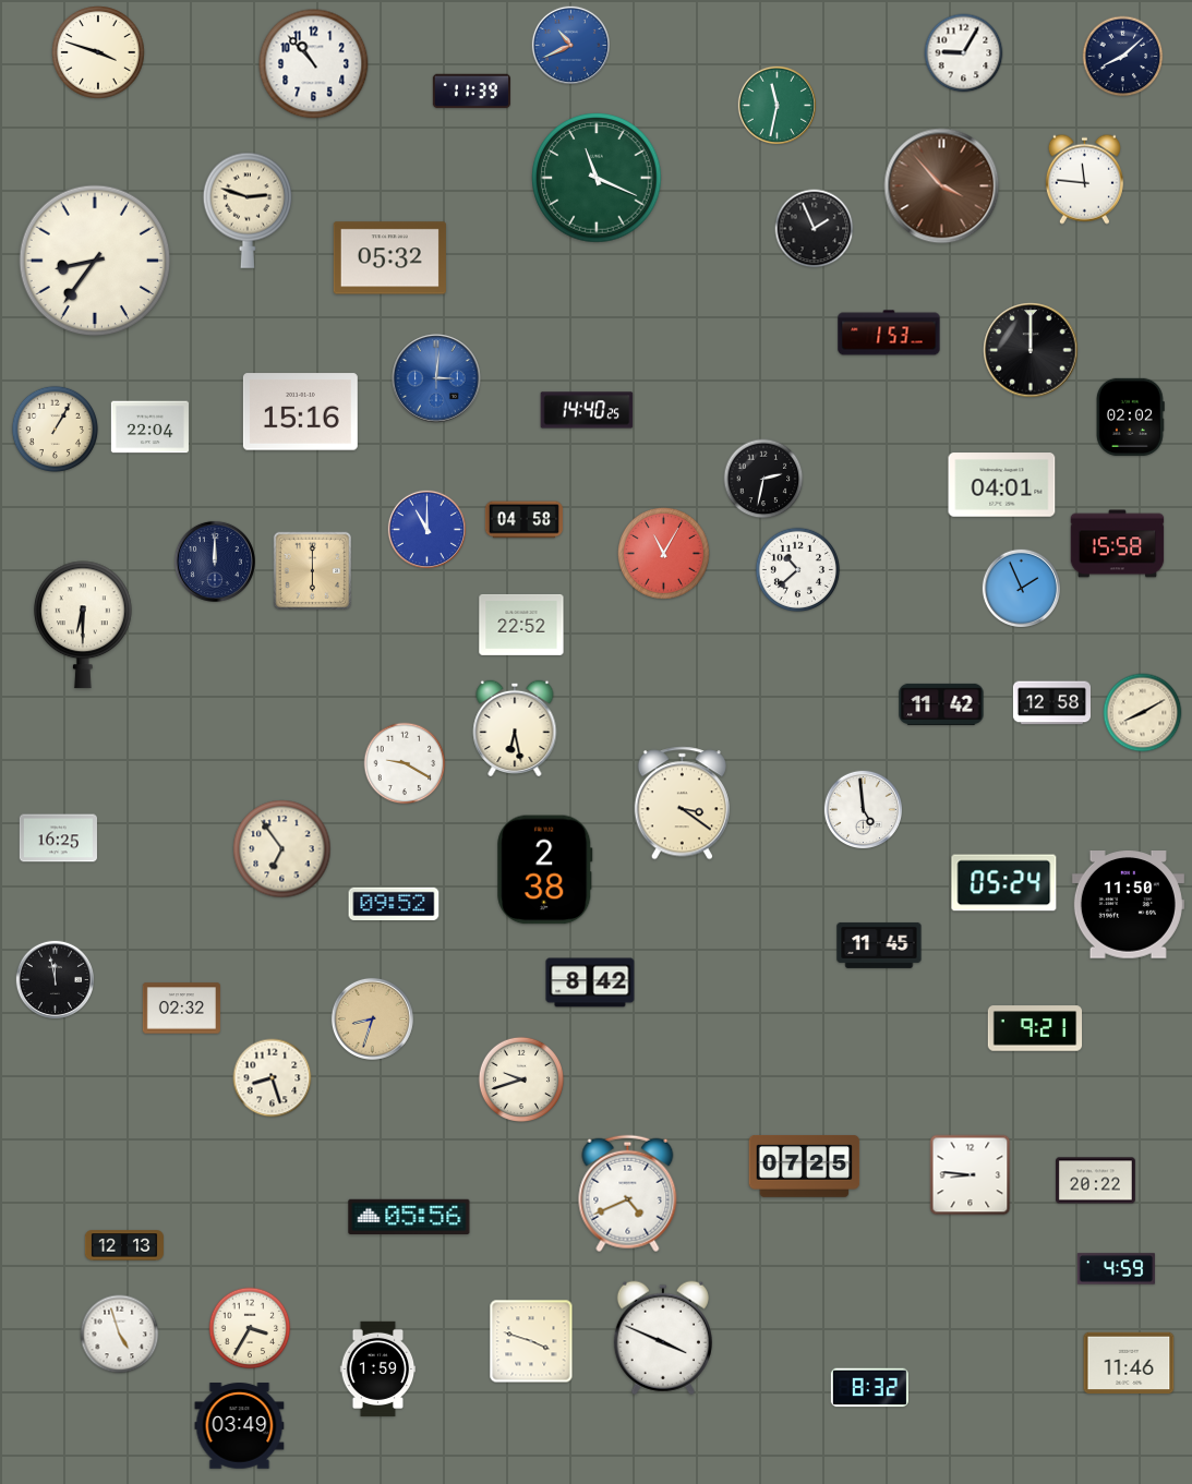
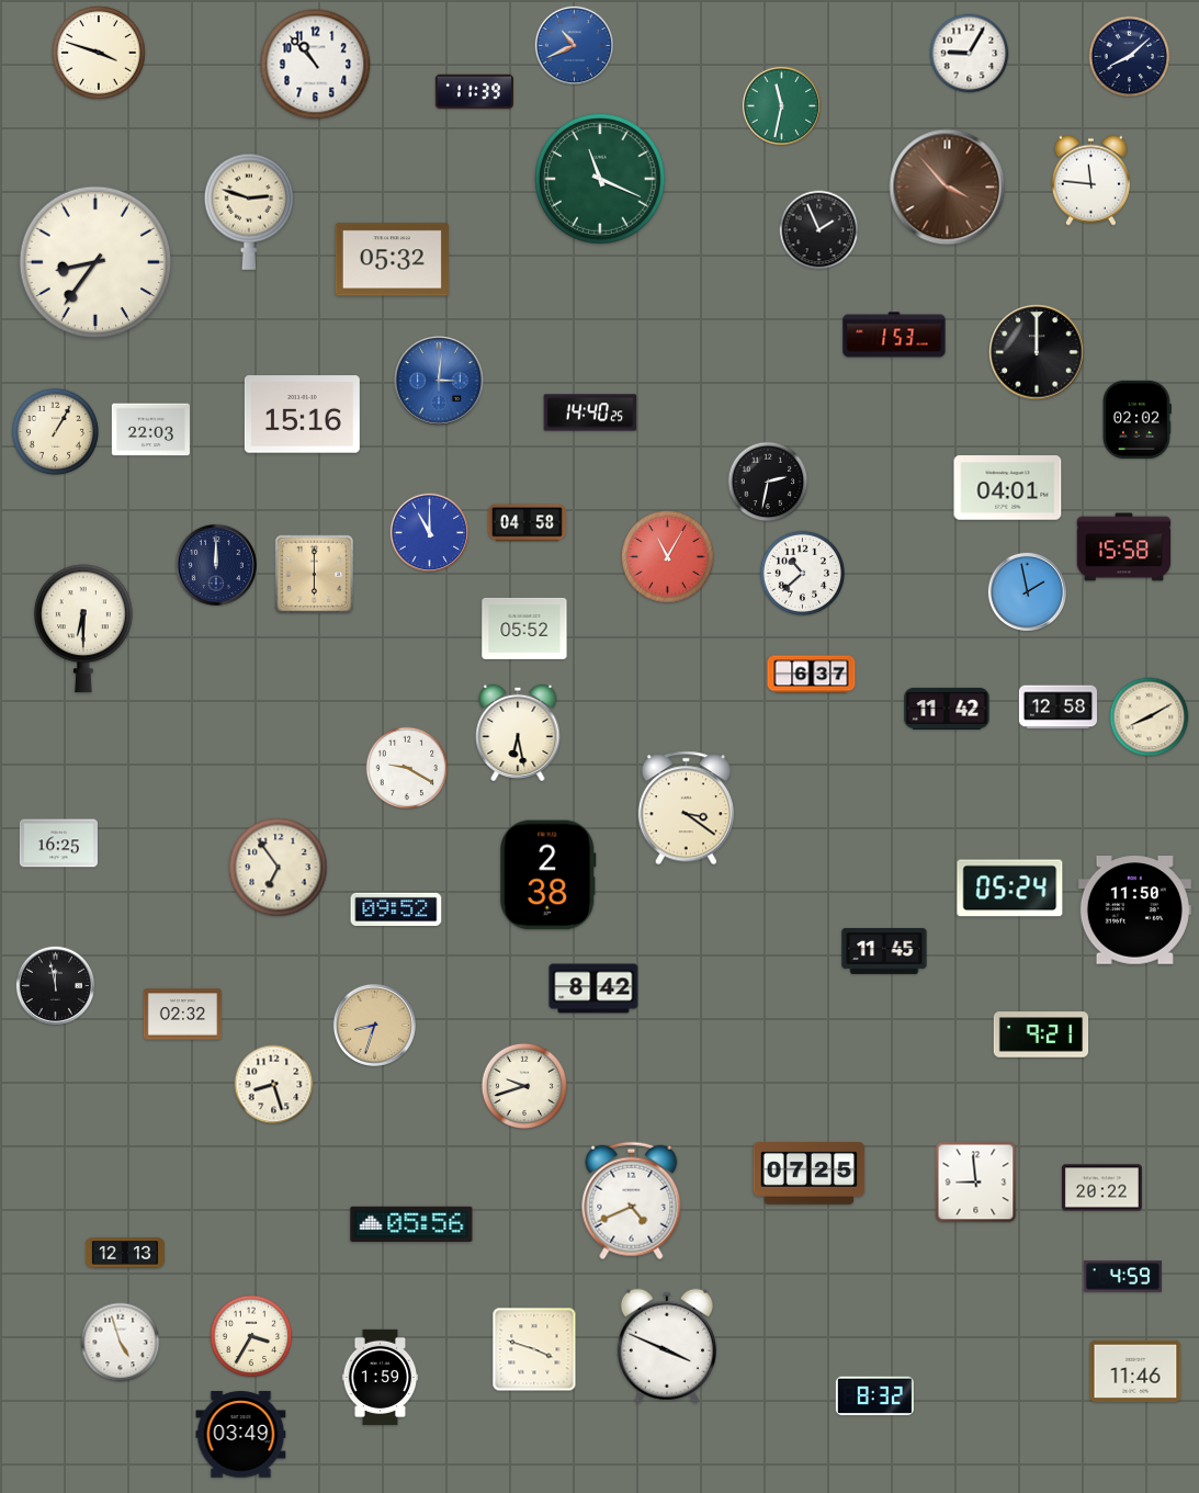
clock at (149, 427): 22:04 -> 22:03
clock at (1021, 588): 1:56 -> 1:58
clock at (521, 625): 22:52 -> 05:52
clock at (812, 675): none -> 6:37
clock at (863, 809): 4:59 -> none
clock at (282, 849) position: (282, 849) -> (279, 868)
clock at (971, 1175): 8:46 -> 8:59
